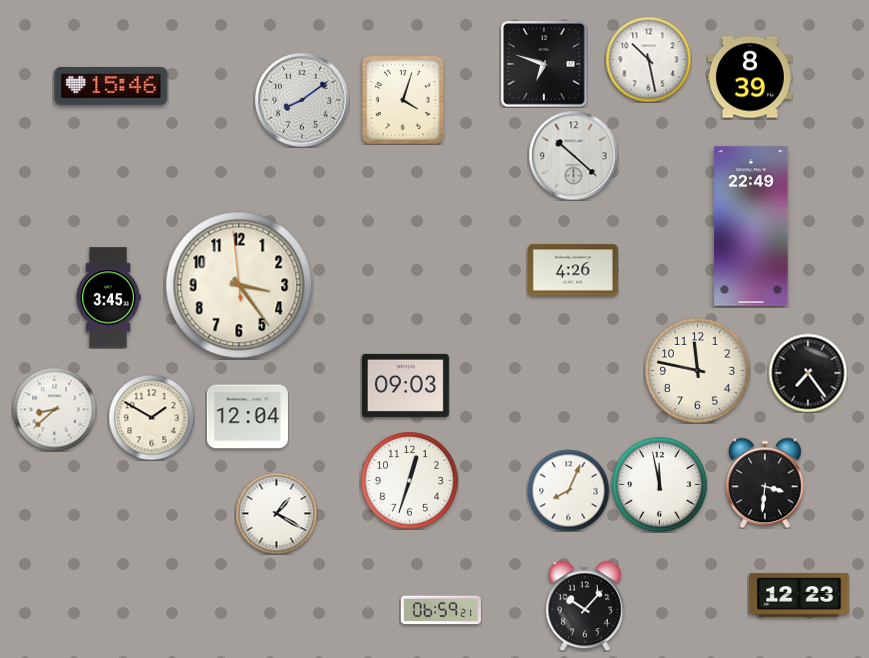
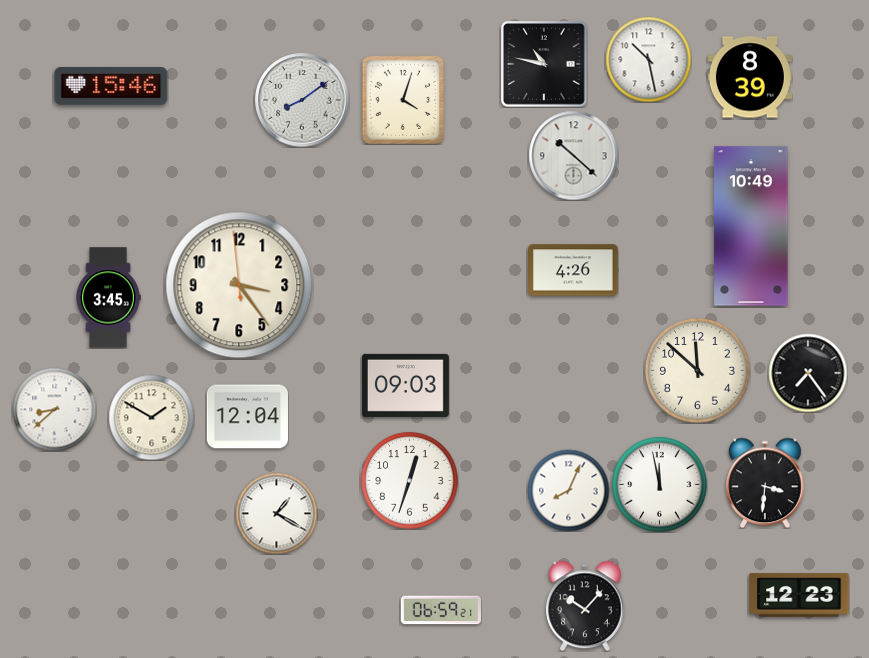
clock at (544, 64): 6:48 -> 10:47
clock at (751, 226): 22:49 -> 10:49
clock at (698, 371): 11:47 -> 11:52
